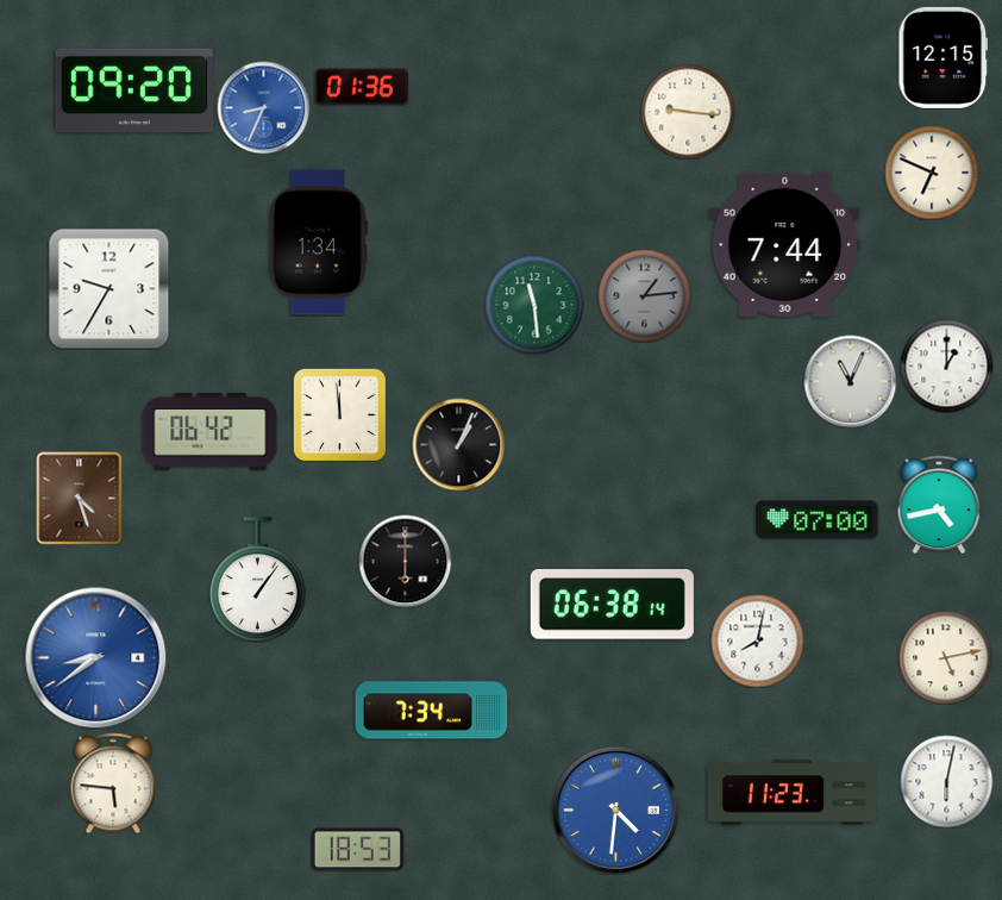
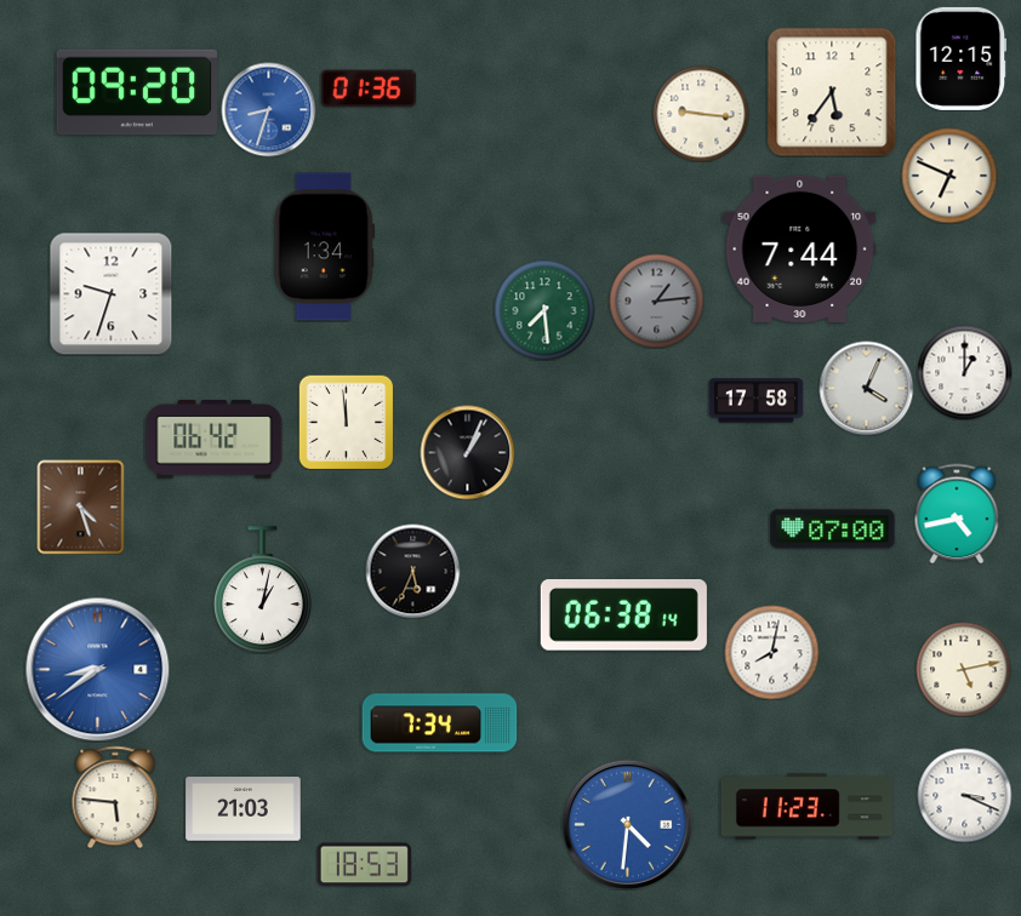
clock at (832, 92): none -> 5:36
clock at (263, 107): 8:34 -> 8:33
clock at (108, 288): 9:35 -> 9:33
clock at (534, 305): 11:29 -> 7:29
clock at (850, 381): 11:04 -> 4:04
clock at (755, 401): none -> 17:58
clock at (405, 561): 6:00 -> 5:34
clock at (257, 580): 1:06 -> 1:02
clock at (946, 781): 6:02 -> 3:19
clock at (244, 809): none -> 21:03
